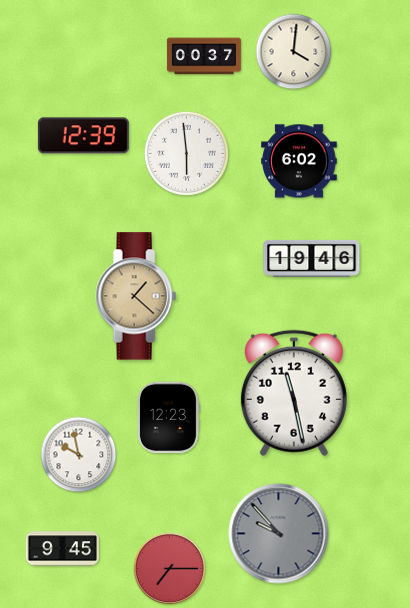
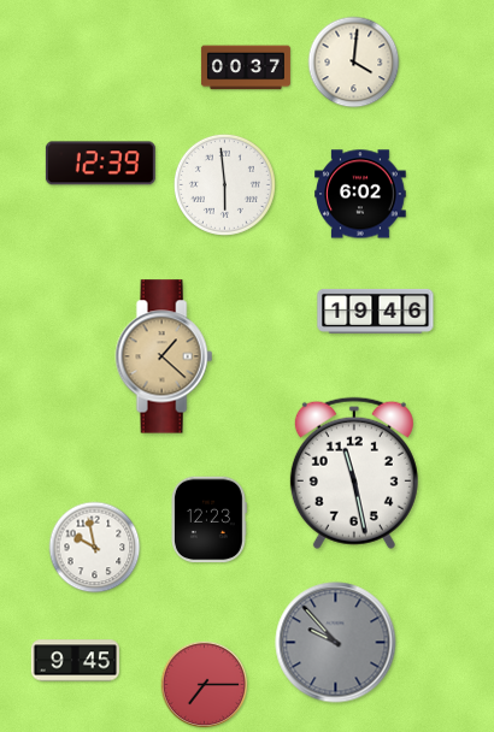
clock at (168, 418) position: (168, 418) -> (208, 520)
